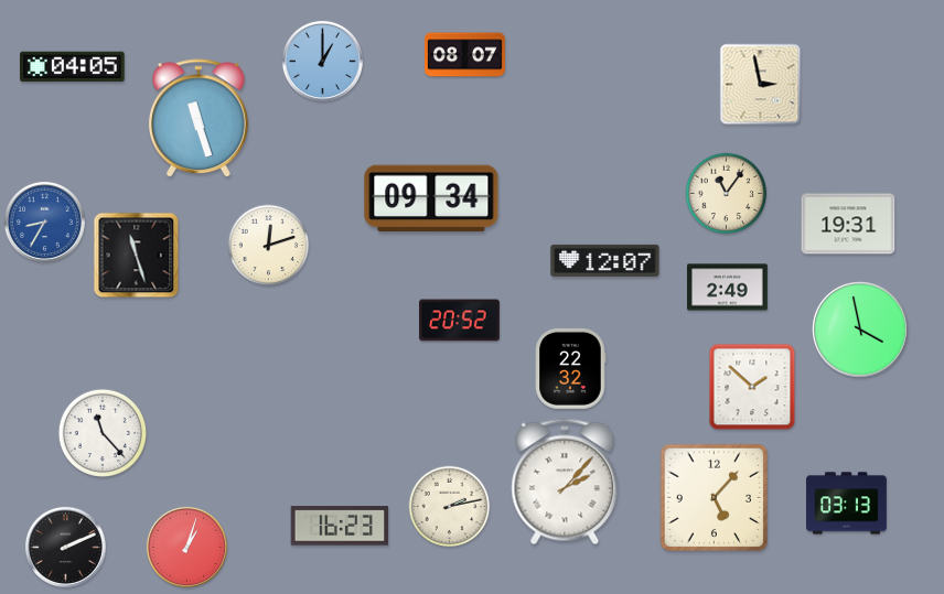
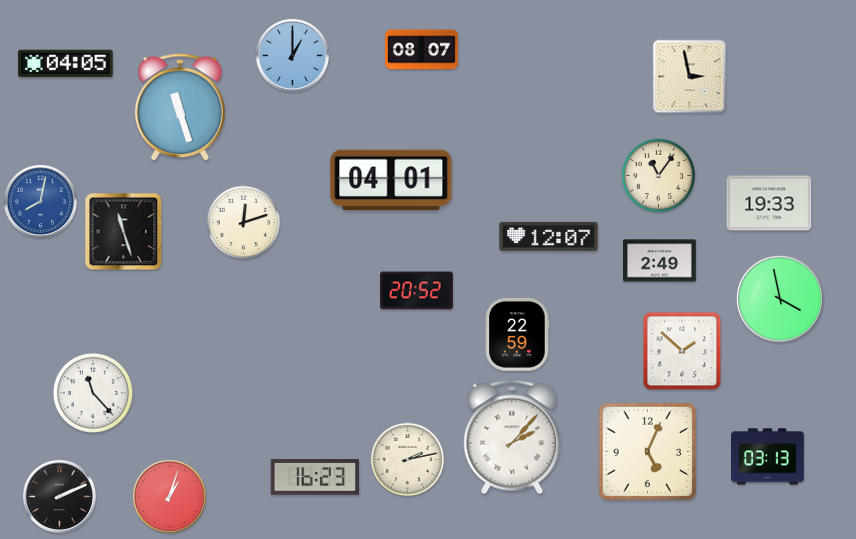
clock at (73, 67) position: (73, 67) -> (66, 64)
clock at (431, 198): 09:34 -> 04:01
clock at (44, 222): 8:35 -> 8:02
clock at (848, 224): 19:31 -> 19:33
clock at (570, 368): 22:32 -> 22:59
clock at (714, 497): 5:07 -> 5:04
clock at (340, 526) position: (340, 526) -> (315, 477)
